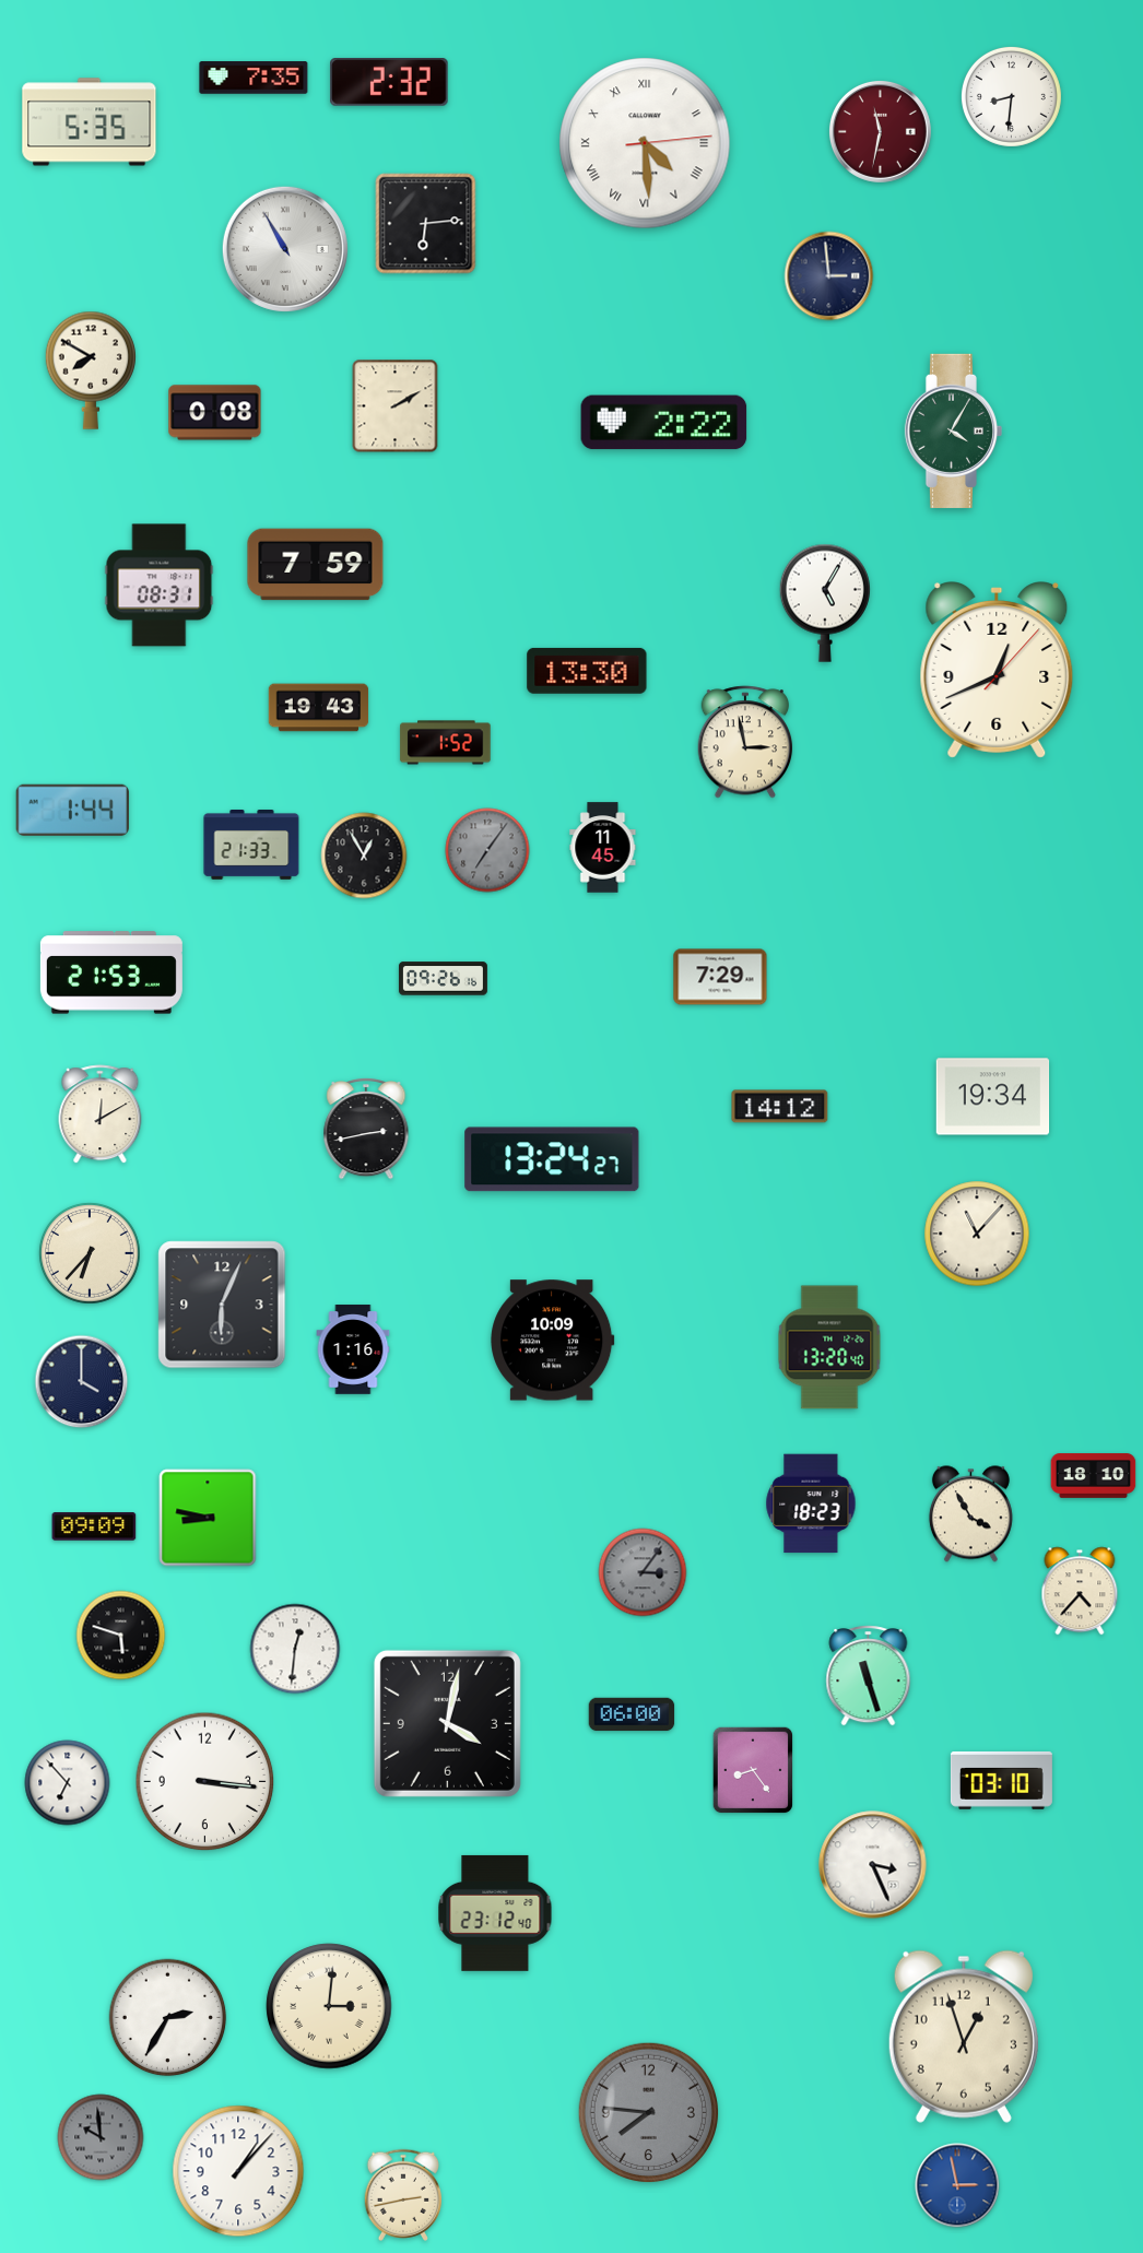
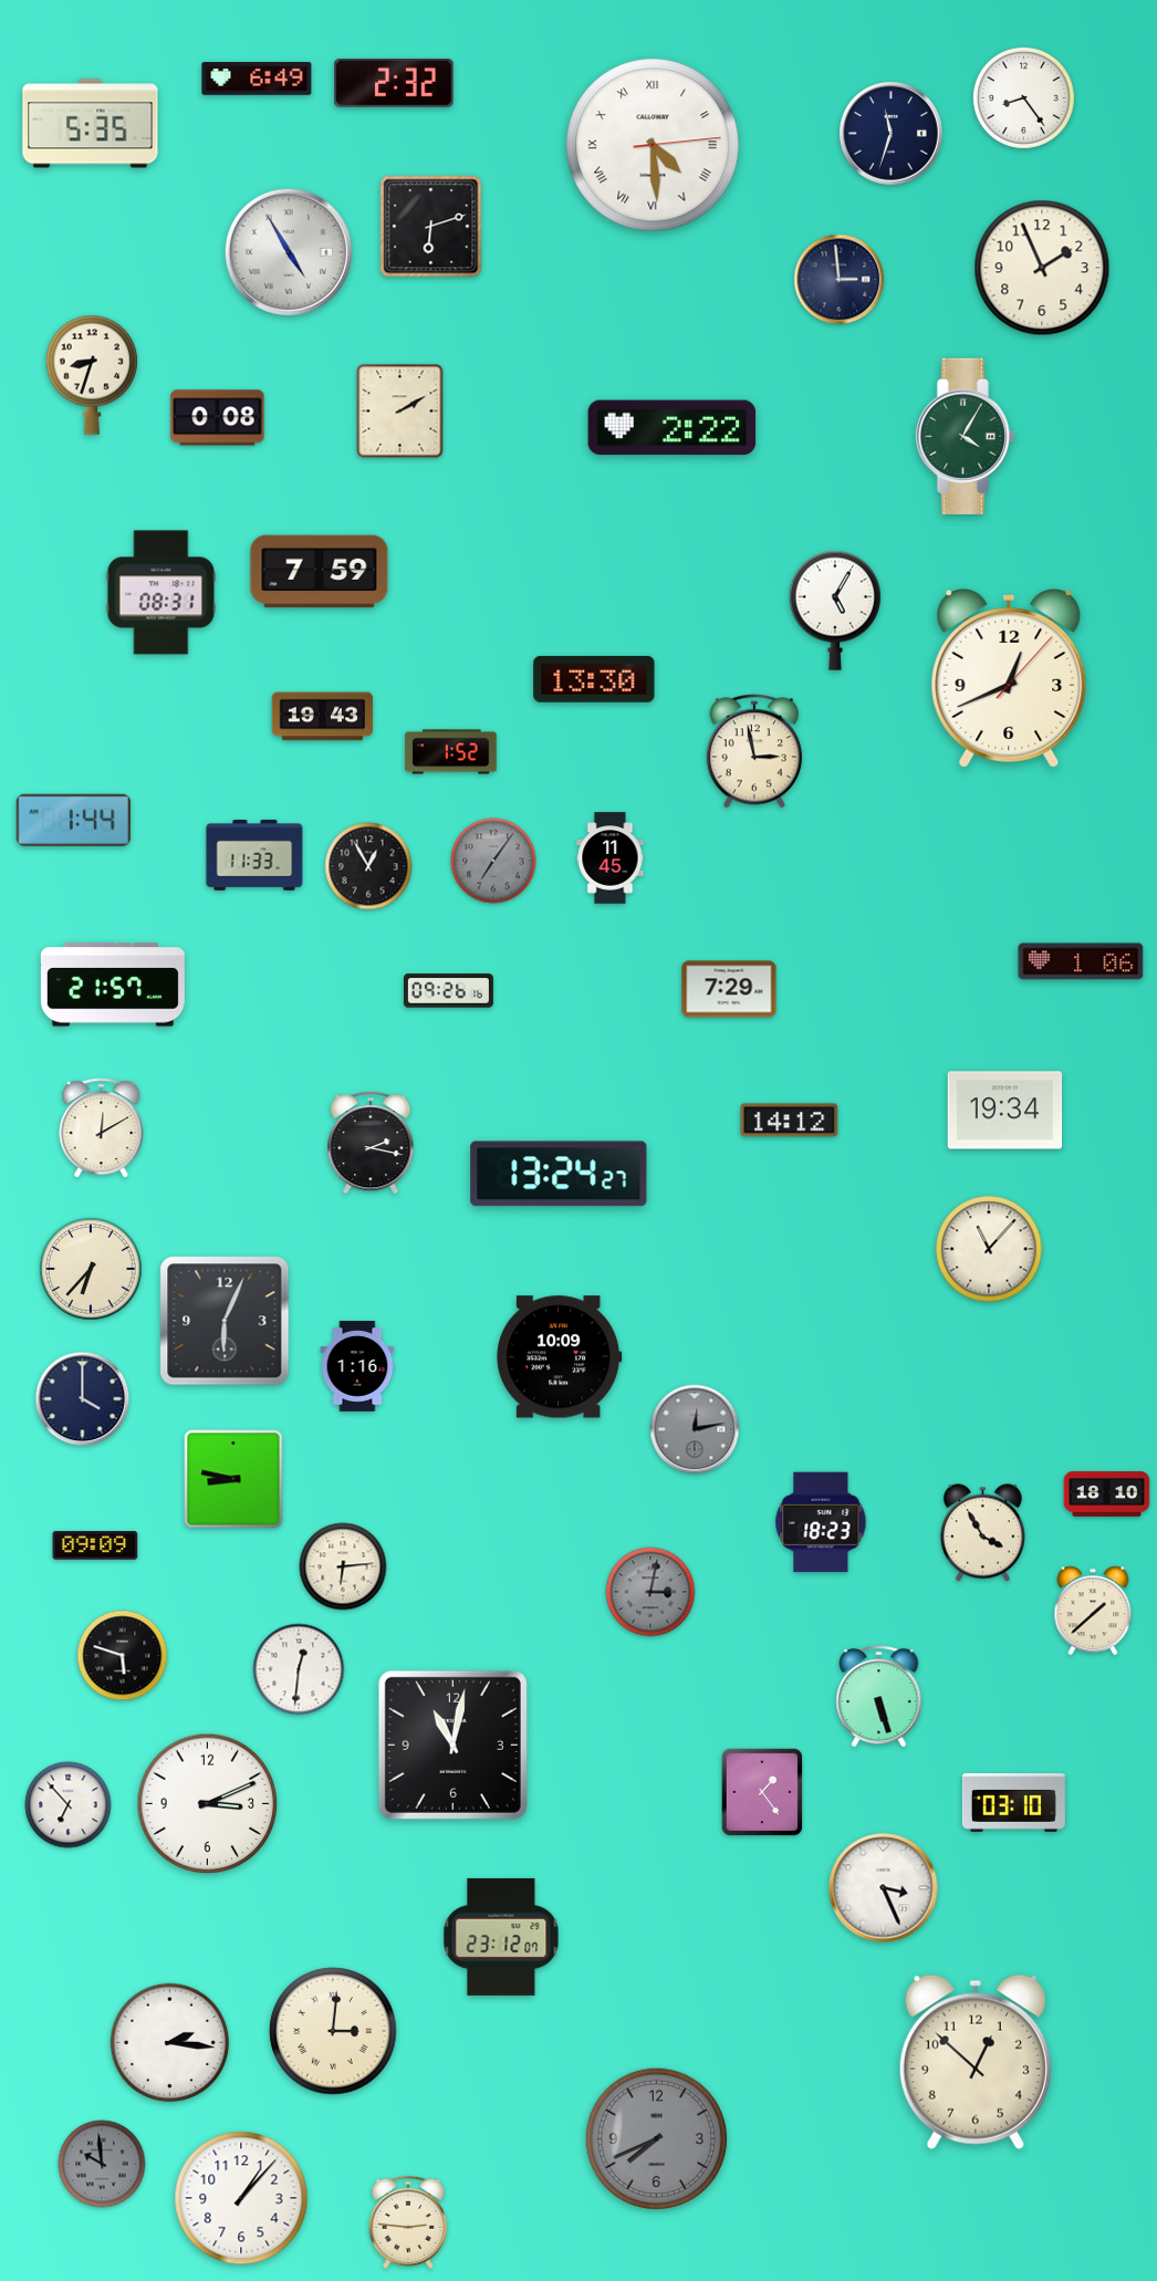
clock at (254, 78): 7:35 -> 6:49
clock at (1011, 96): 8:31 -> 8:24
clock at (880, 131): 11:32 -> 11:33
clock at (880, 131) dial: burgundy -> navy
clock at (426, 224): 6:14 -> 6:12
clock at (285, 249): 10:55 -> 4:55
clock at (1042, 268): none -> 1:56
clock at (90, 370): 7:50 -> 8:33
clock at (251, 846): 21:33 -> 11:33
clock at (1081, 961): none -> 1:06
clock at (111, 972): 21:53 -> 21:57
clock at (366, 1129): 2:43 -> 2:17
clock at (829, 1347): 13:20 -> none
clock at (695, 1429): none -> 12:13
clock at (208, 1518) position: (208, 1518) -> (233, 1479)
clock at (343, 1566): none -> 6:14
clock at (643, 1572): 3:06 -> 3:02
clock at (1080, 1591): 4:37 -> 1:38
clock at (869, 1676): 11:27 -> 5:27
clock at (632, 1714): 06:00 -> none
clock at (447, 1723): 4:02 -> 11:02
clock at (753, 1770): 8:24 -> 1:24
clock at (205, 1782): 3:16 -> 3:11
clock at (495, 1913): 23:12:40 -> 23:12:07
clock at (168, 2018): 2:35 -> 2:16
clock at (964, 2037): 12:57 -> 12:52
clock at (649, 2113): 7:46 -> 7:41
clock at (957, 2185): 2:58 -> none
clock at (402, 2195): 2:43 -> 2:46
